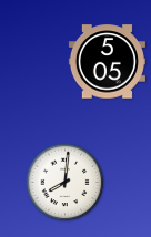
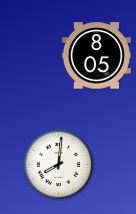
clock at (107, 62): 5:05 -> 8:05
